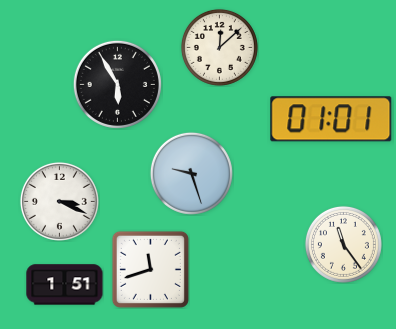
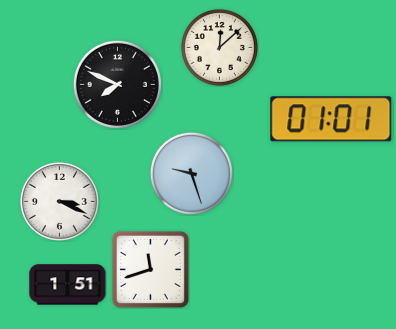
clock at (117, 84): 5:55 -> 7:49
clock at (343, 244): 11:24 -> none
clock at (65, 285) position: (65, 285) -> (68, 285)
